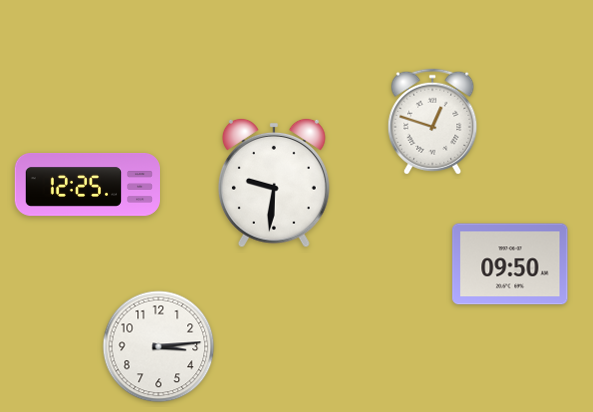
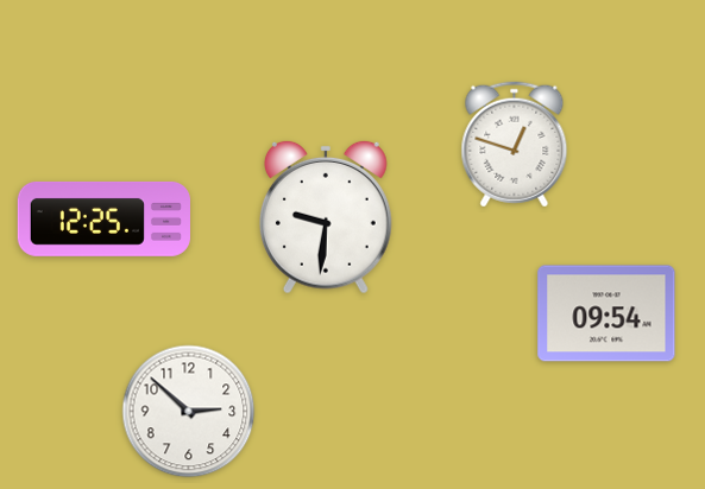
clock at (510, 264): 09:50 -> 09:54
clock at (159, 347): 3:14 -> 2:52
